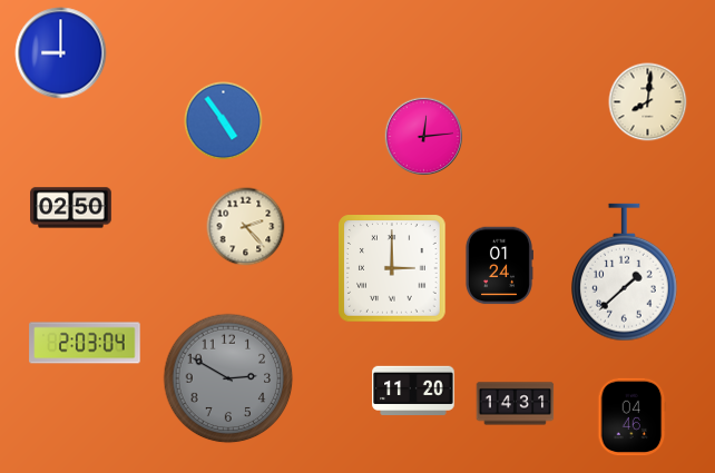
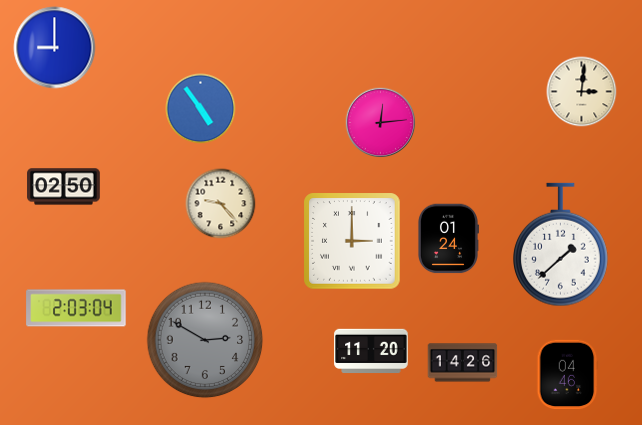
clock at (648, 102): 8:01 -> 3:01
clock at (246, 227): 2:23 -> 9:23
clock at (516, 404): 14:31 -> 14:26
